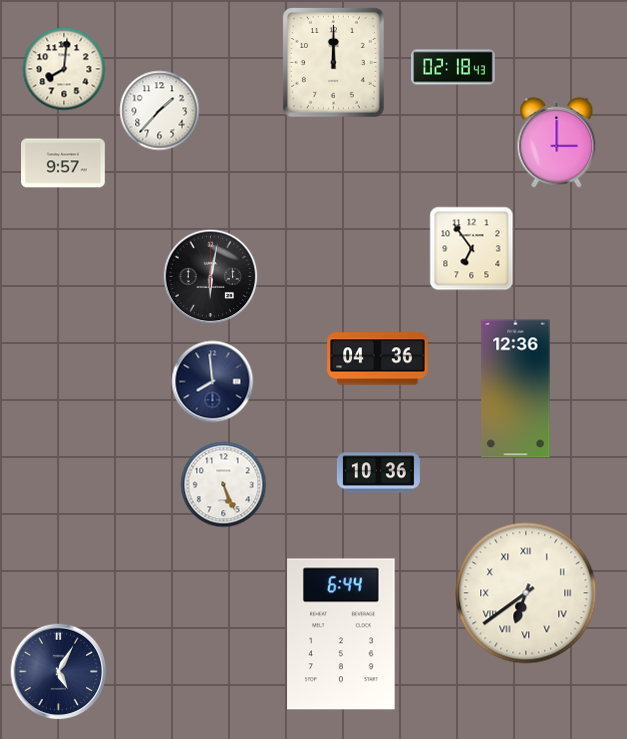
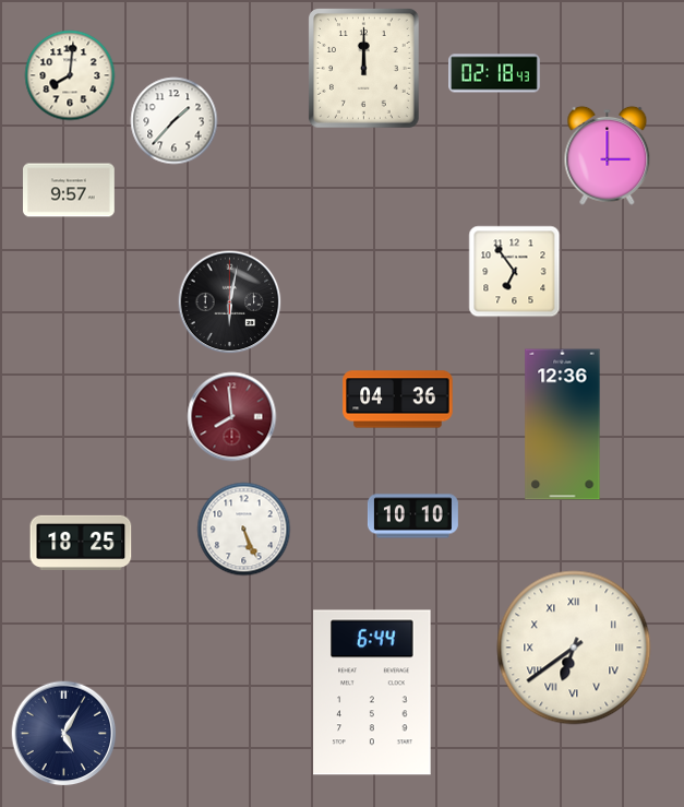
clock at (64, 163) position: (64, 163) -> (70, 190)
clock at (378, 359) position: (378, 359) -> (398, 400)
clock at (213, 382) dial: navy -> burgundy
clock at (378, 473): 10:36 -> 10:10
clock at (81, 543): none -> 18:25
